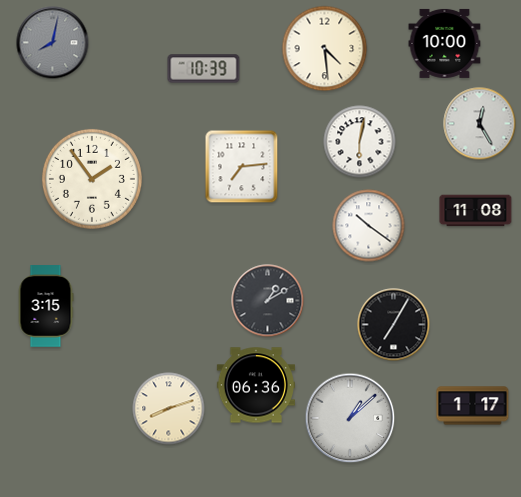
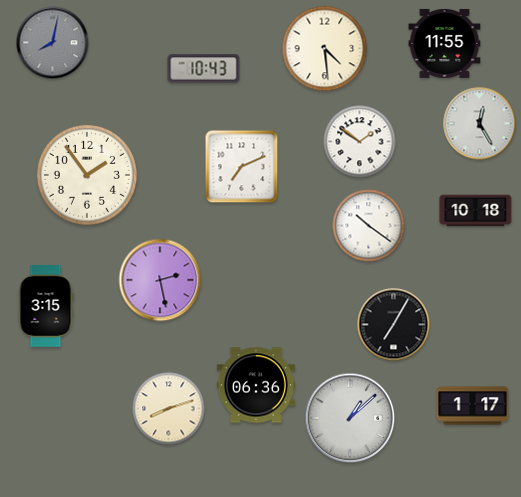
clock at (445, 43): 10:00 -> 11:55
clock at (204, 69): 10:39 -> 10:43
clock at (360, 142): 6:02 -> 1:51
clock at (242, 167): 7:14 -> 7:11
clock at (92, 179) position: (92, 179) -> (87, 175)
clock at (476, 211): 11:08 -> 10:18
clock at (160, 280): none -> 2:28
clock at (268, 301): 1:10 -> none
